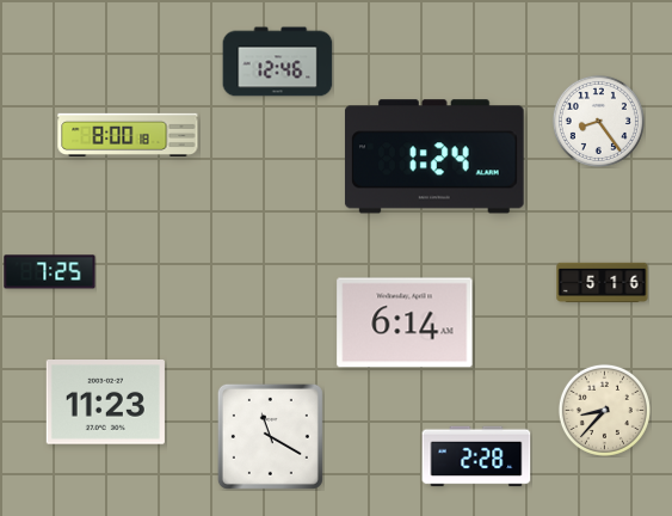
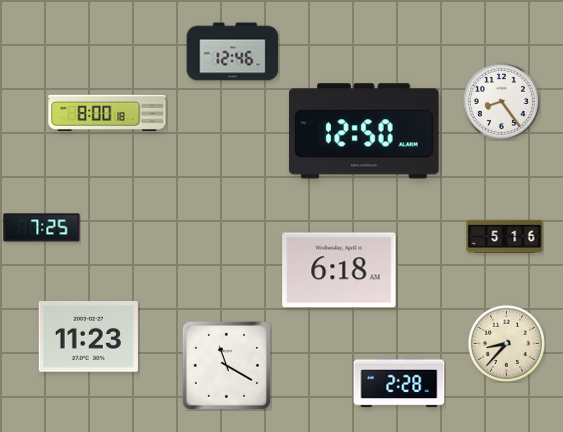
clock at (434, 156): 1:24 -> 12:50
clock at (405, 322): 6:14 -> 6:18
